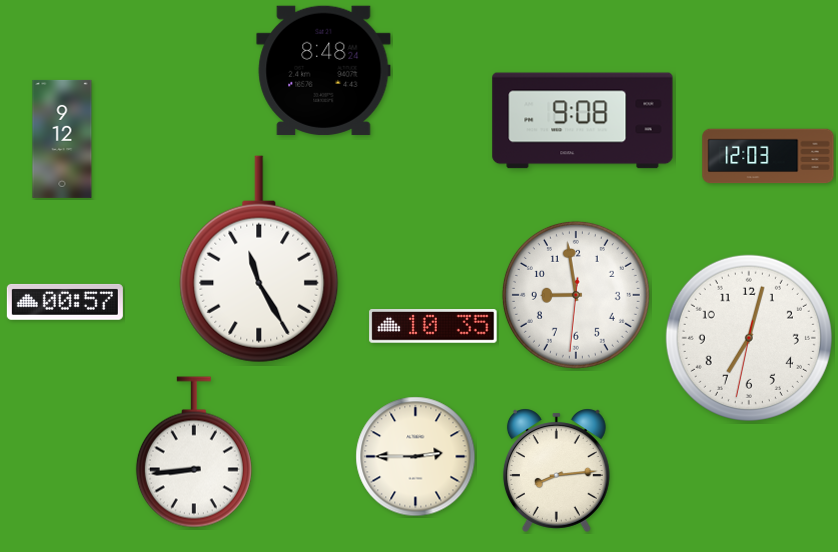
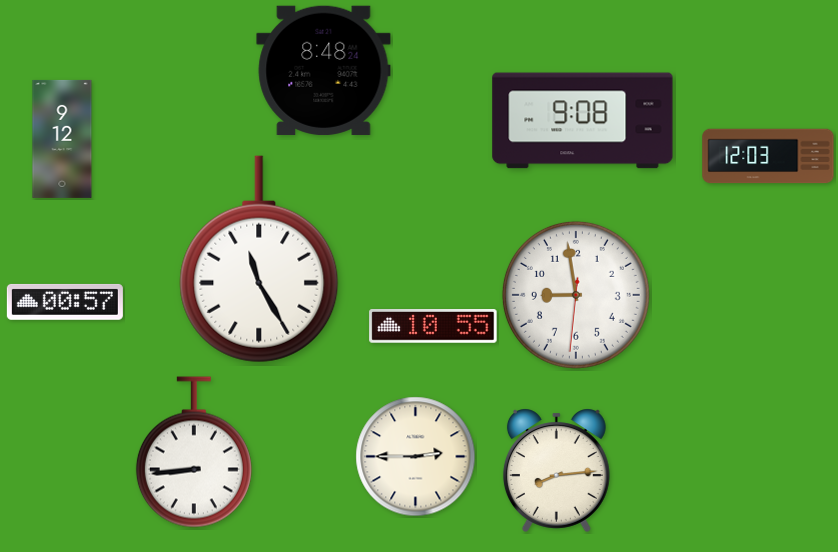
clock at (433, 327): 10:35 -> 10:55
clock at (749, 338): 7:02 -> none
